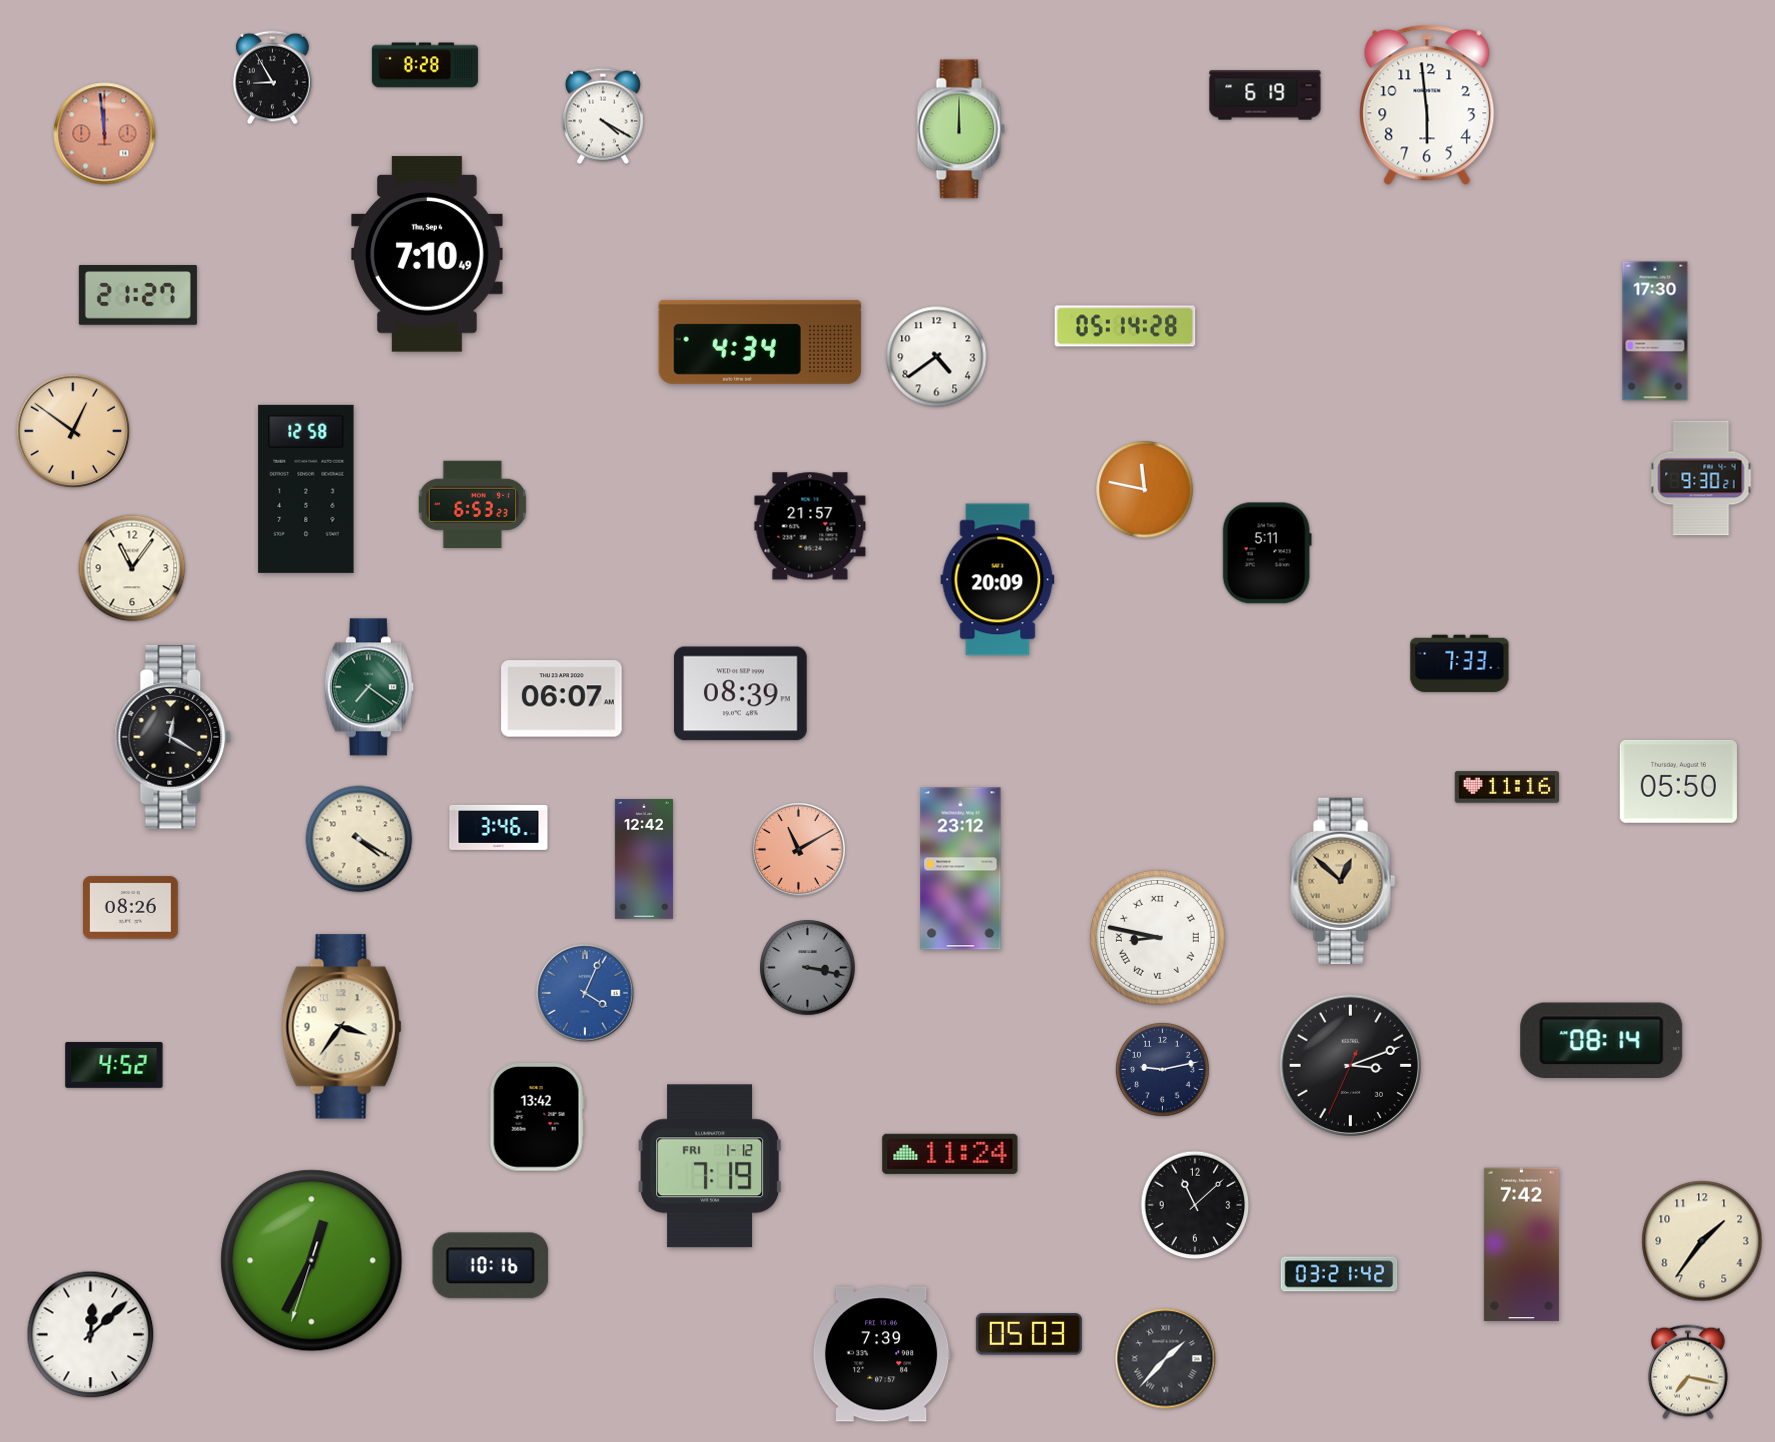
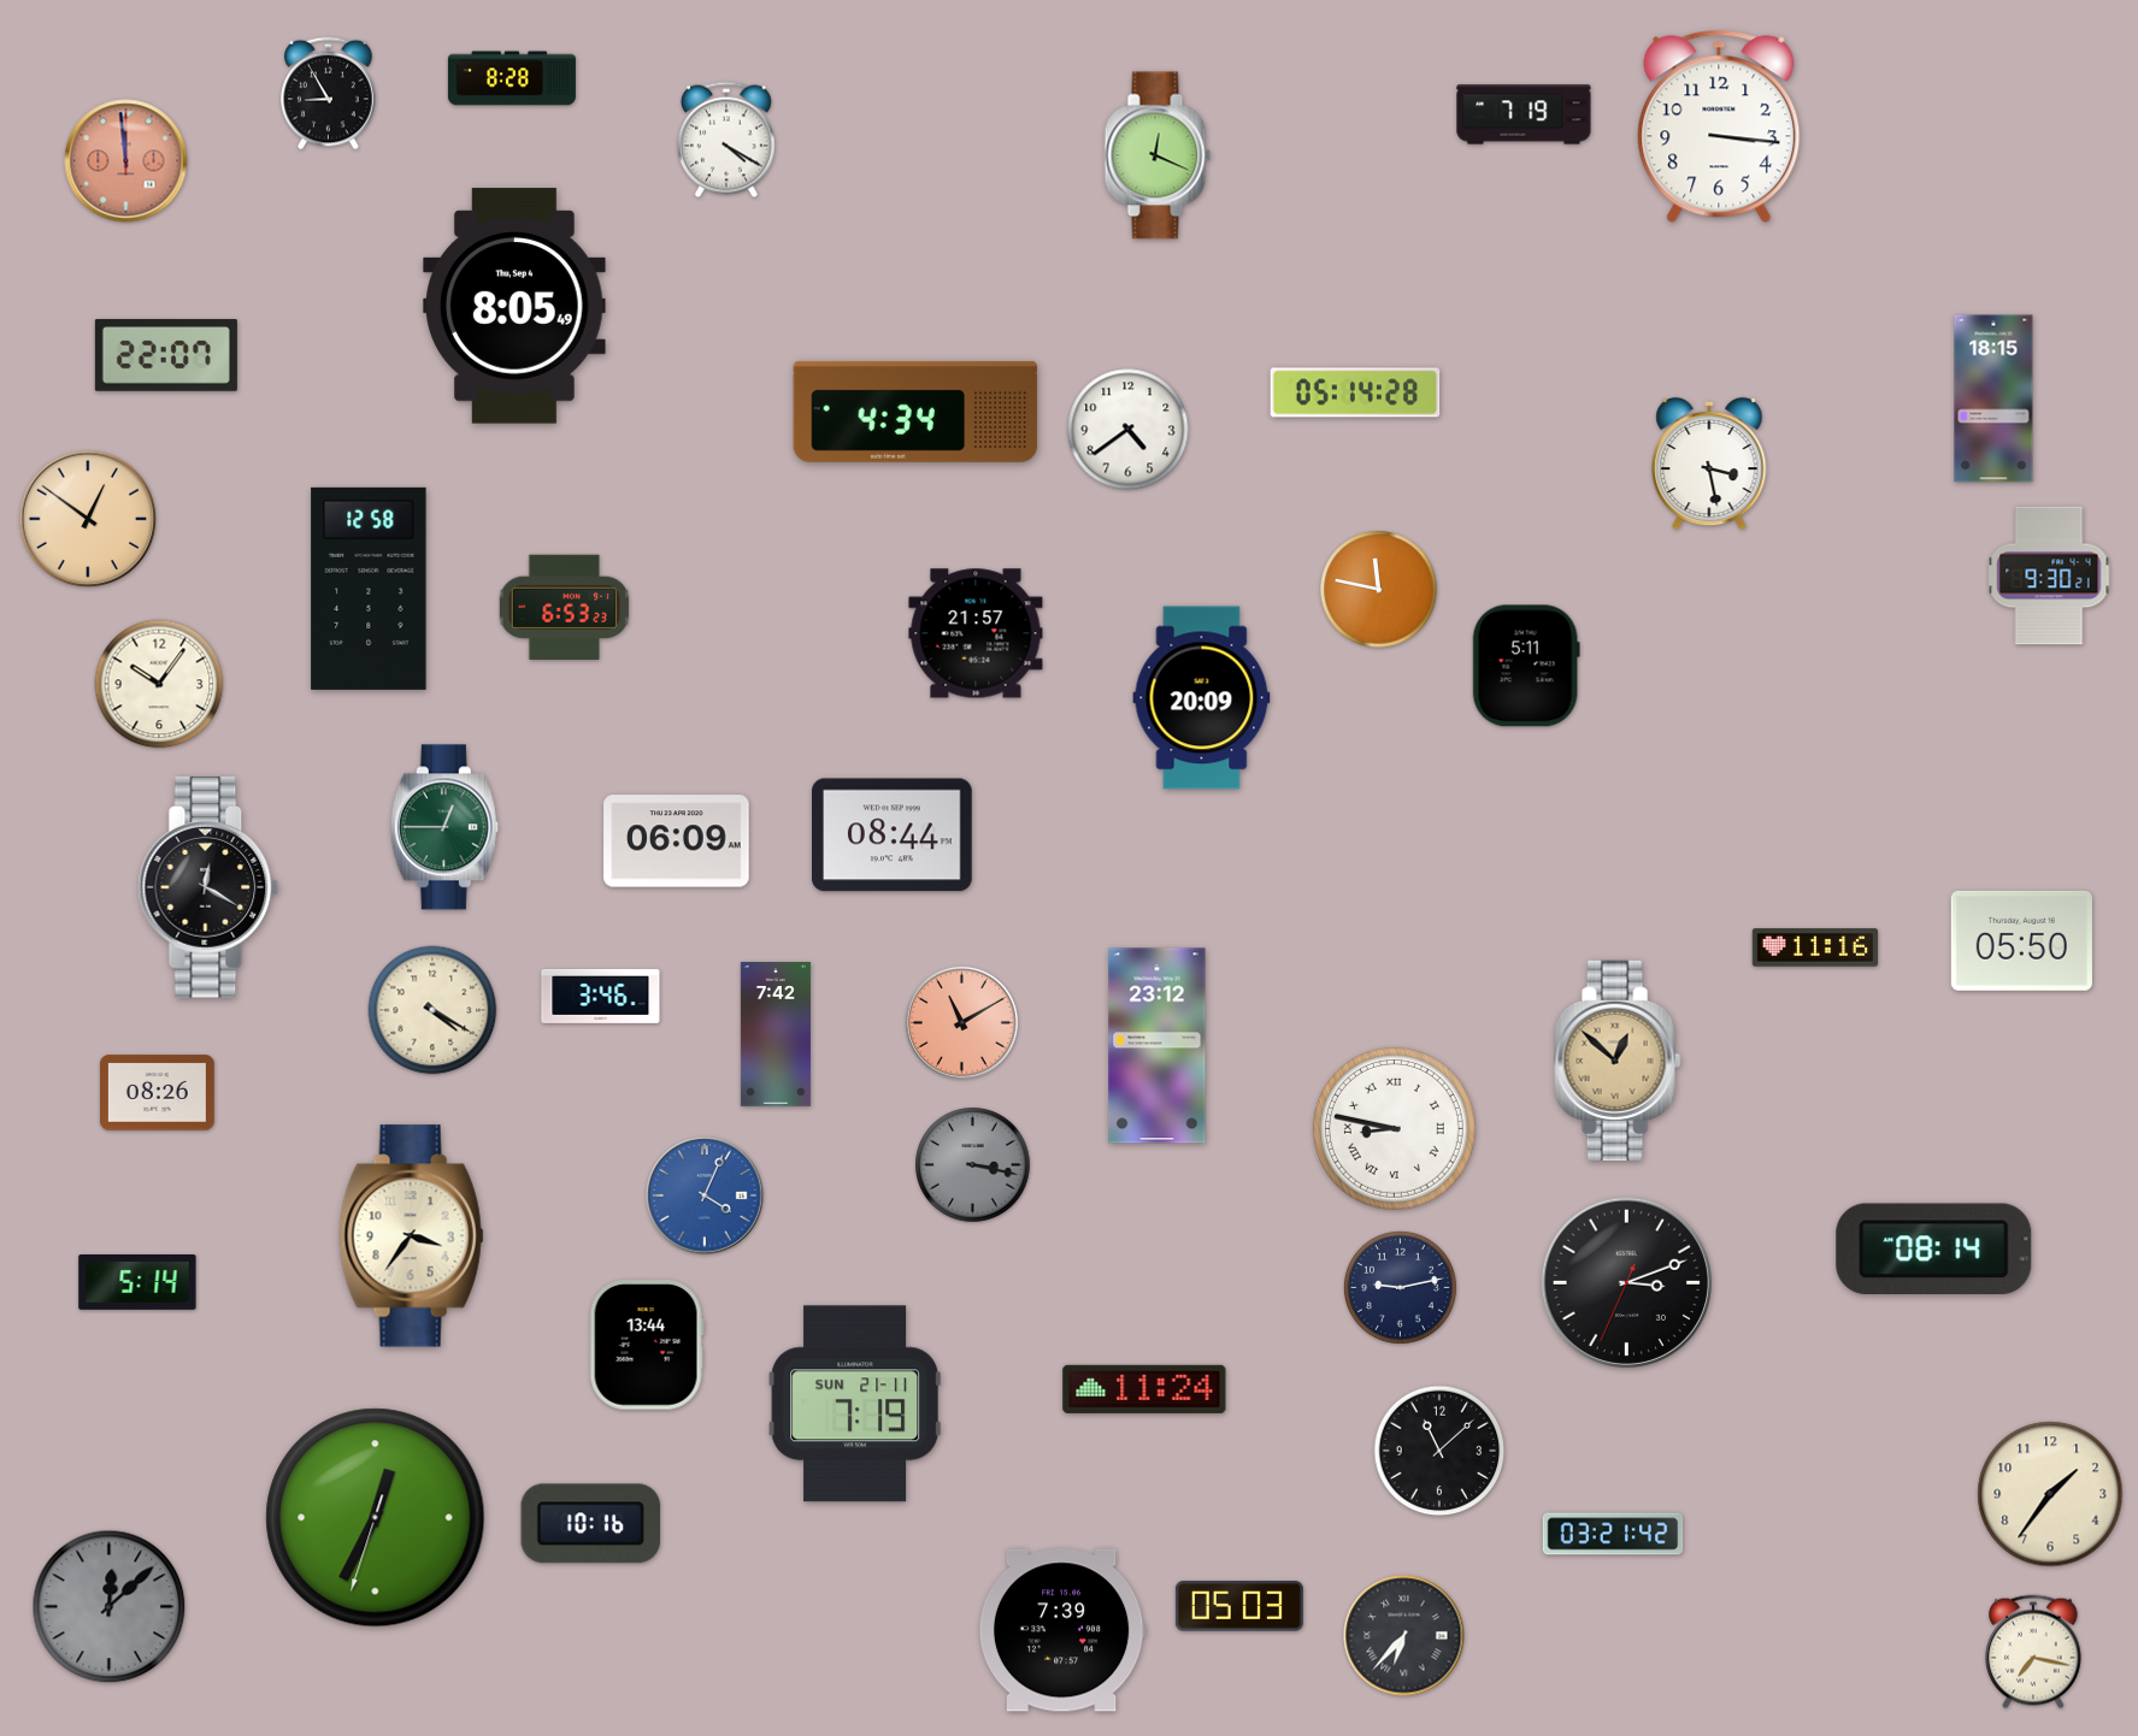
clock at (1265, 95): 6:19 -> 7:19
clock at (1427, 105): 5:59 -> 3:16
clock at (961, 129): 12:00 -> 12:19
clock at (427, 254): 7:10 -> 8:05
clock at (138, 295): 21:27 -> 22:07
clock at (1655, 331): 17:30 -> 18:15
clock at (1709, 463): none -> 3:28
clock at (472, 504) position: (472, 504) -> (564, 607)
clock at (132, 568): 11:06 -> 10:06
clock at (1460, 664): 7:33 -> none
clock at (369, 687): 7:21 -> 12:45
clock at (741, 694): 08:39 -> 08:44
clock at (562, 699): 06:07 -> 06:09
clock at (644, 859): 12:42 -> 7:42
clock at (1602, 1040) position: (1602, 1040) -> (1934, 1248)
clock at (114, 1066): 4:52 -> 5:14
clock at (537, 1118): 13:42 -> 13:44
clock at (710, 1166) date: FRI 1-12 -> SUN 21-11
clock at (1521, 1245): 7:42 -> none
clock at (91, 1335) dial: white -> grey
clock at (1166, 1359): 1:37 -> 6:37
